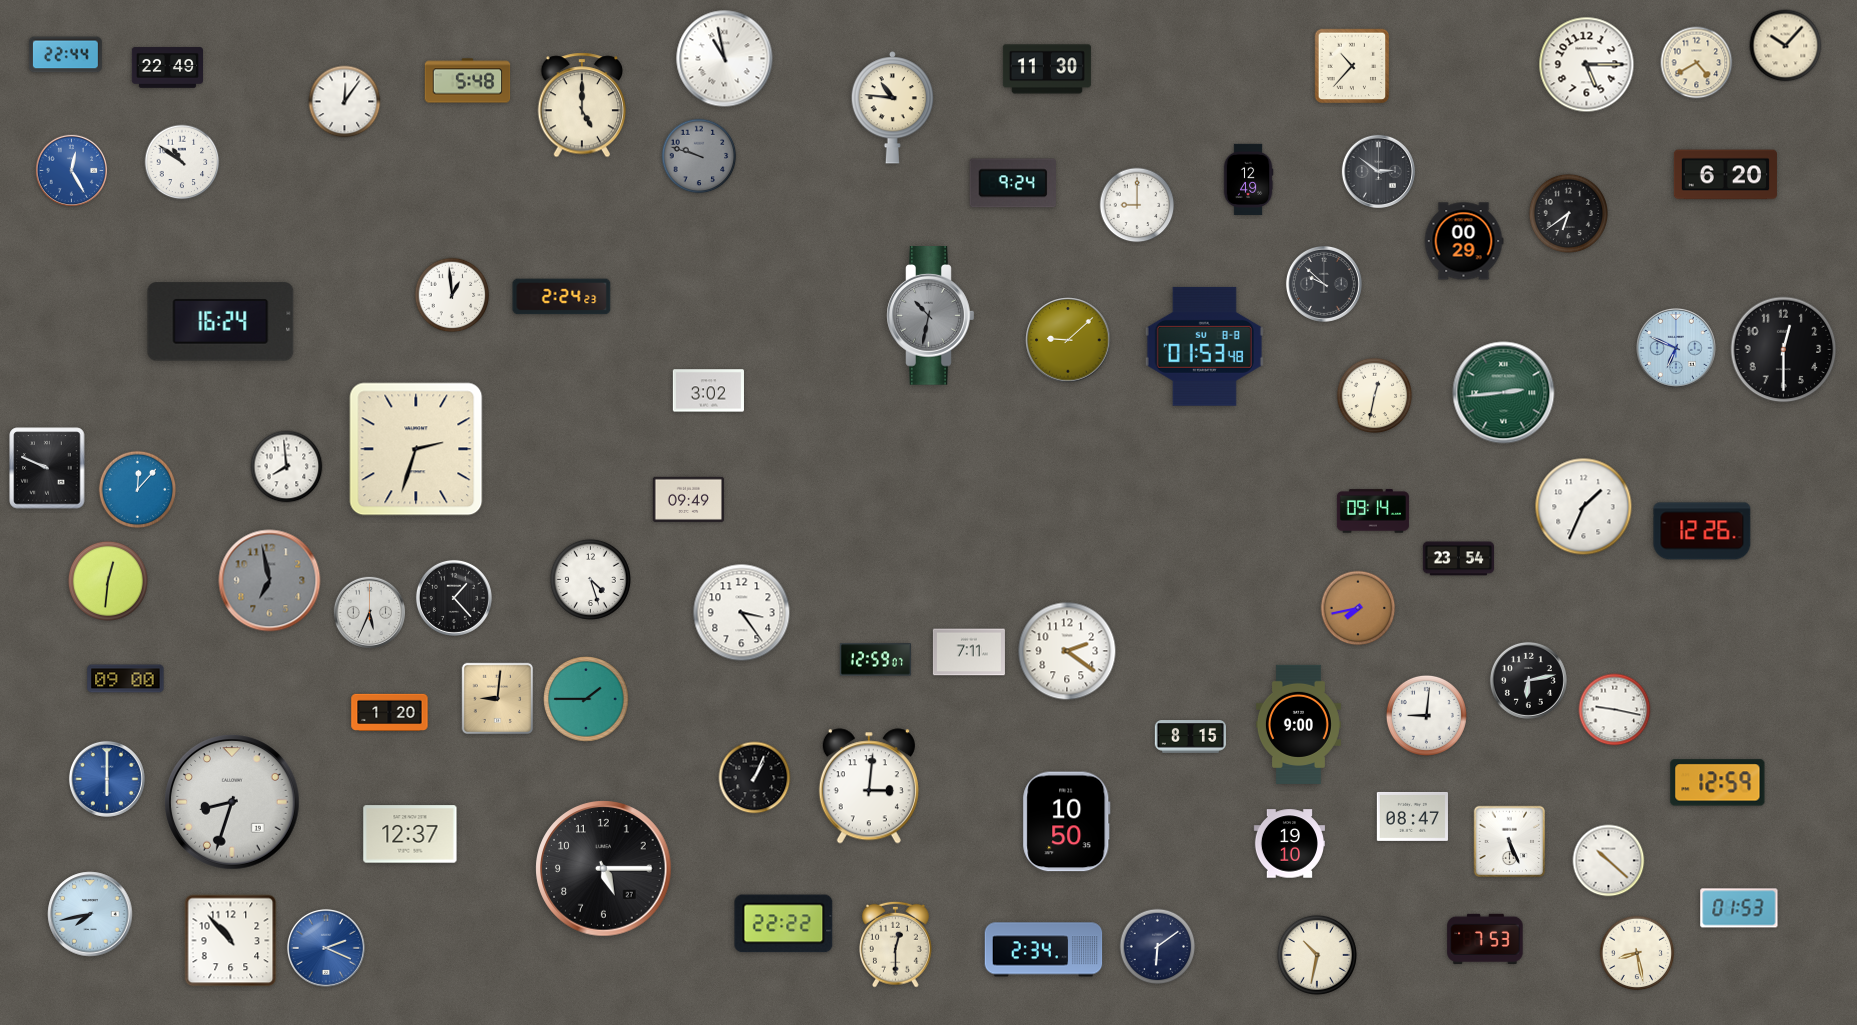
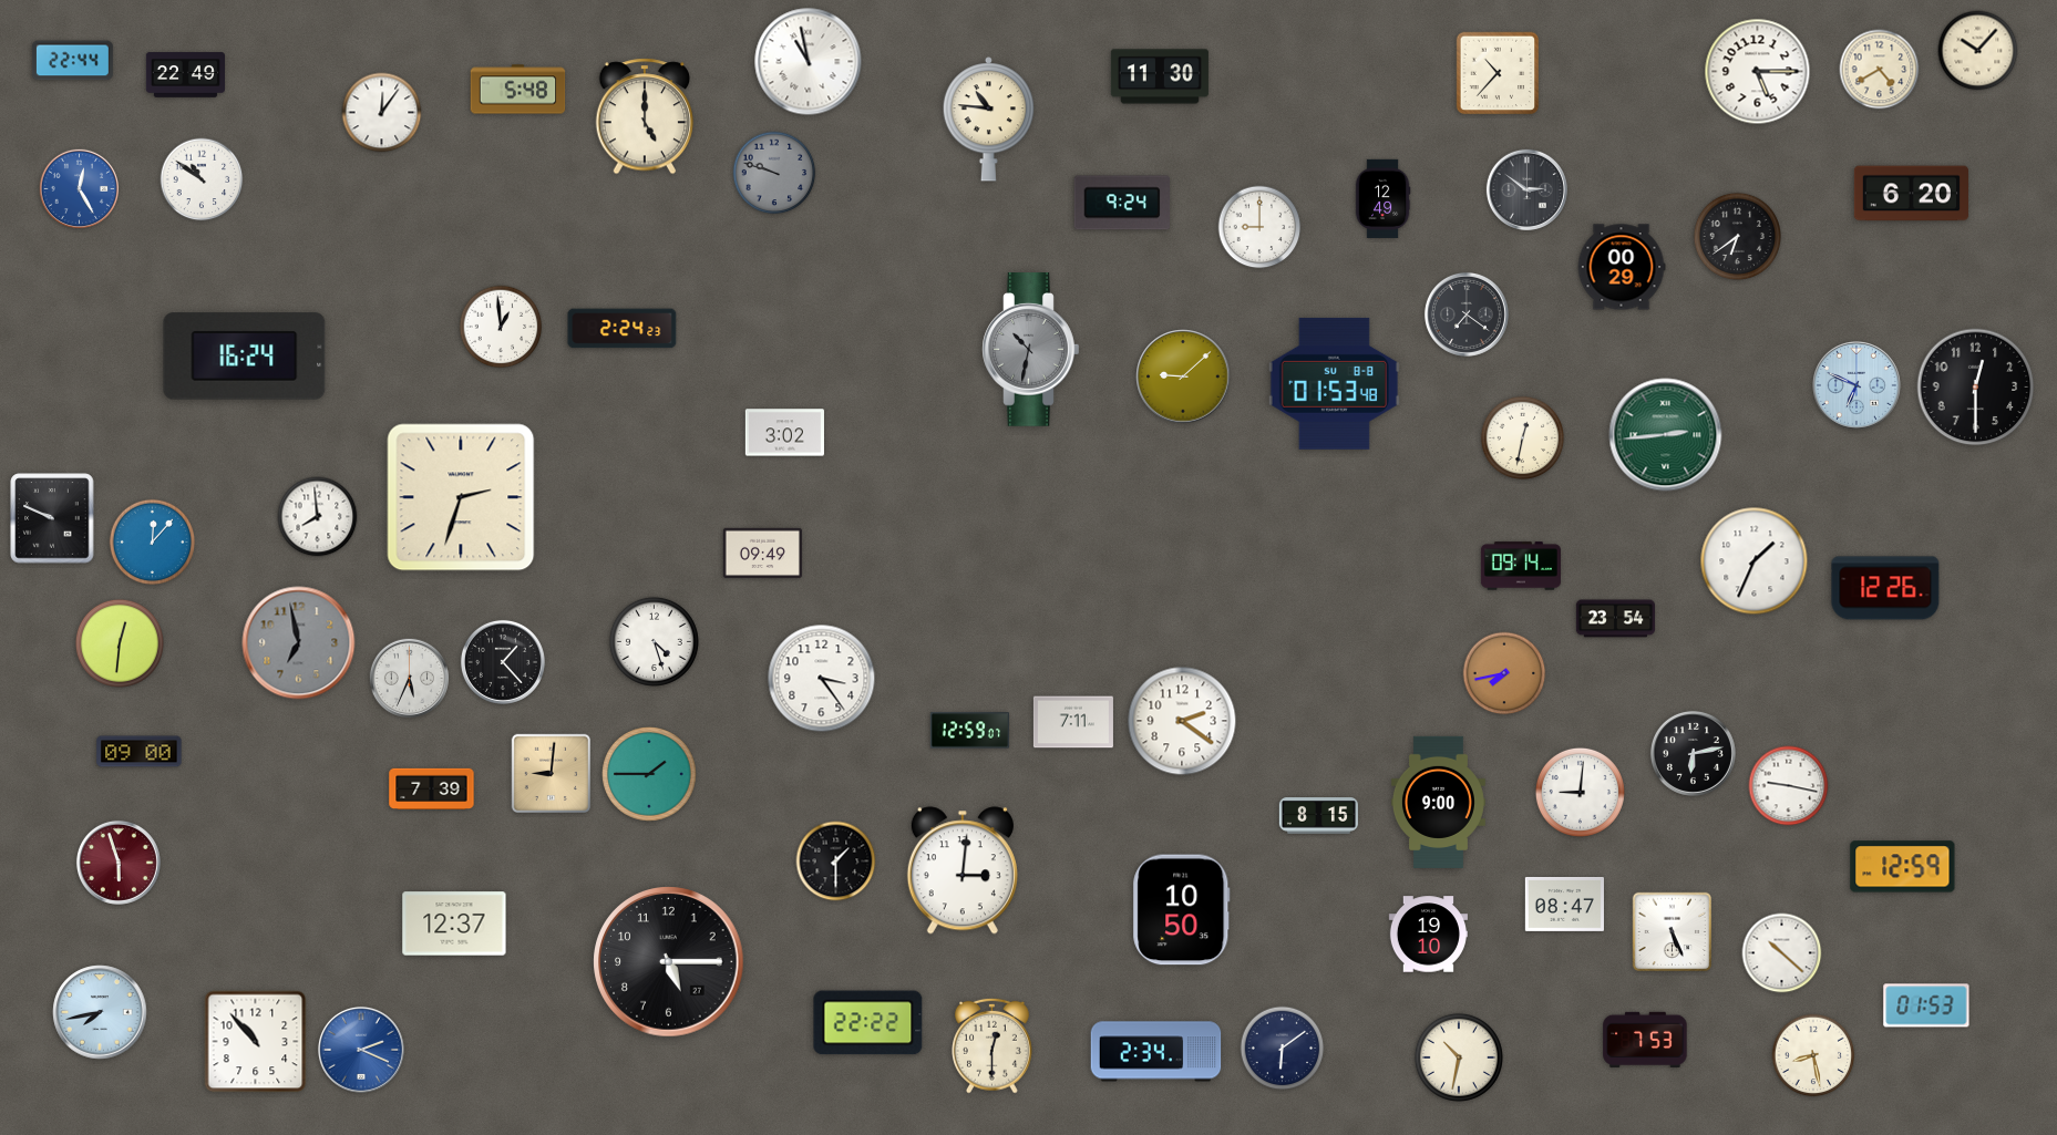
clock at (725, 59) position: (725, 59) -> (809, 62)
clock at (1324, 284): 9:52 -> 7:21
clock at (390, 712): 1:20 -> 7:39
clock at (755, 778): 1:04 -> 1:30
clock at (107, 779): 6:00 -> 5:57
clock at (107, 779) dial: blue -> burgundy
clock at (232, 802): 8:33 -> none
